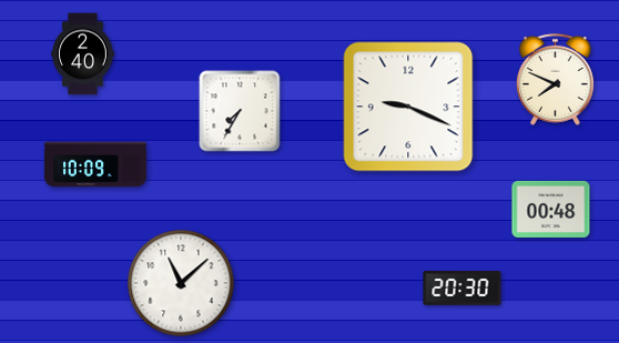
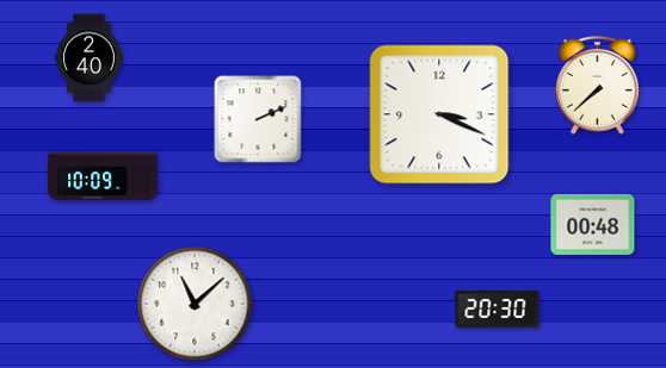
clock at (555, 79): 7:49 -> 7:38
clock at (408, 107): 9:19 -> 3:19
clock at (240, 111): 7:35 -> 2:11
